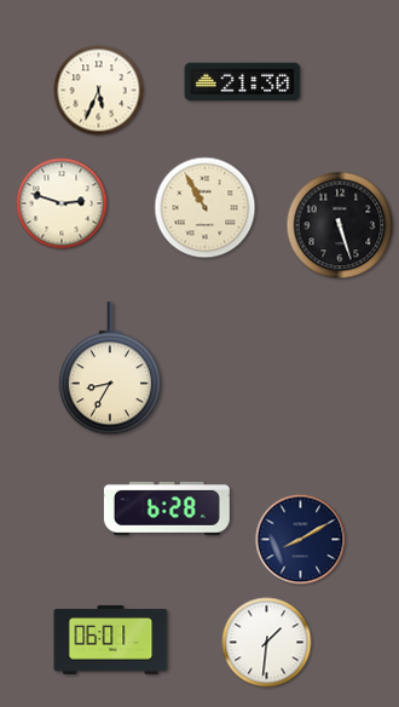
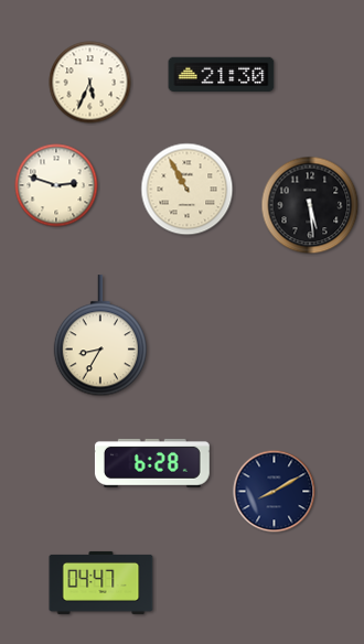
clock at (340, 225): 5:27 -> 5:29
clock at (111, 639): 06:01 -> 04:47
clock at (267, 643): 1:31 -> none
